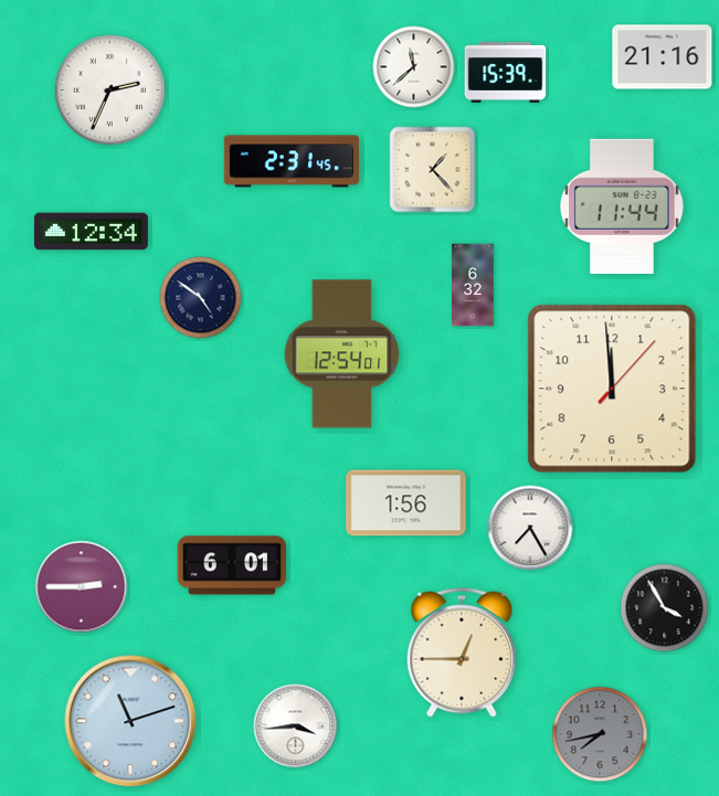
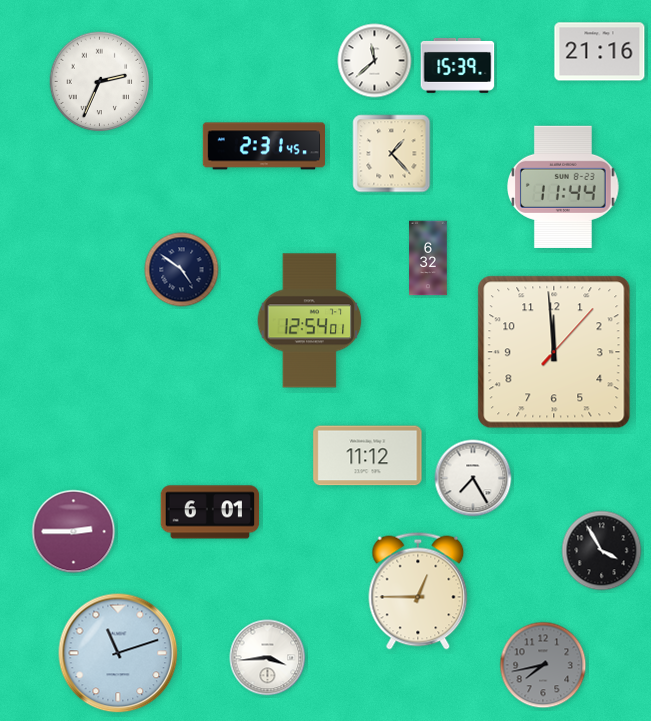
clock at (91, 232): 12:34 -> none
clock at (406, 503): 1:56 -> 11:12
clock at (530, 528) position: (530, 528) -> (473, 478)
